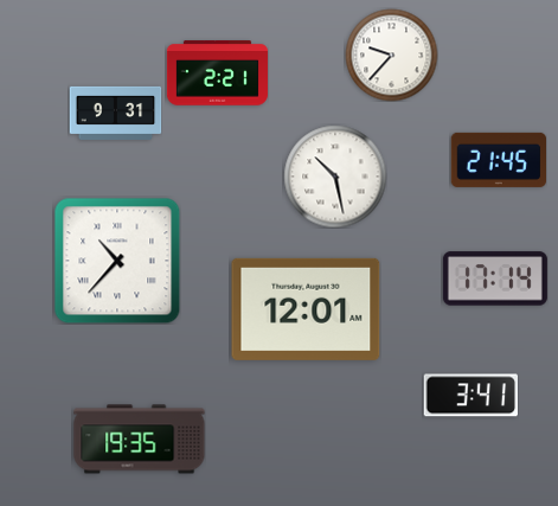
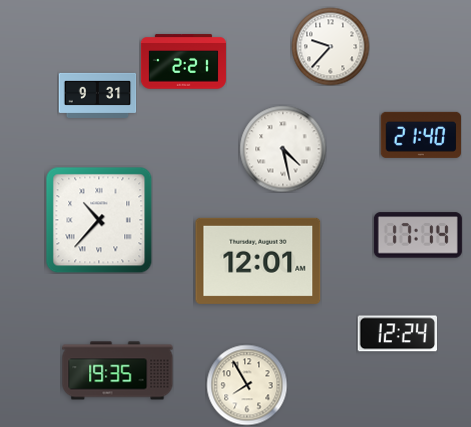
clock at (498, 160): 21:45 -> 21:40
clock at (335, 177): 10:28 -> 4:28
clock at (470, 396): 3:41 -> 12:24
clock at (247, 385): none -> 7:55
